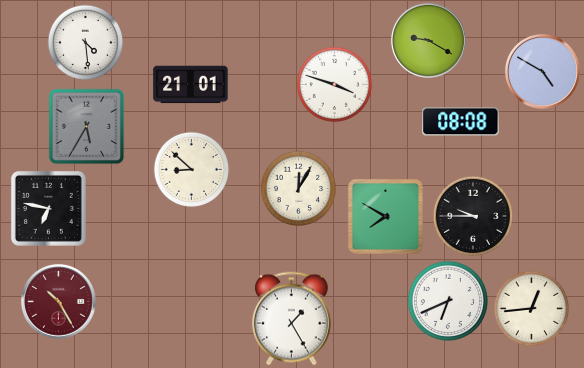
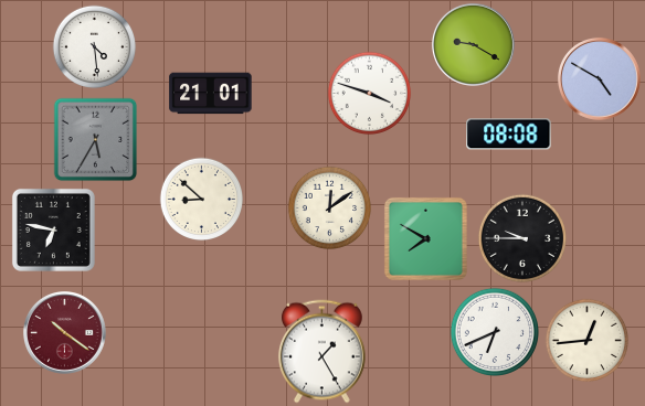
clock at (192, 170) position: (192, 170) -> (202, 200)
clock at (299, 189): 12:05 -> 12:09
clock at (58, 301): 10:25 -> 10:21
